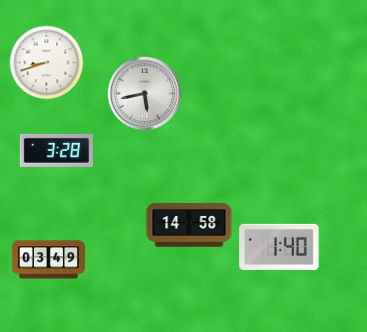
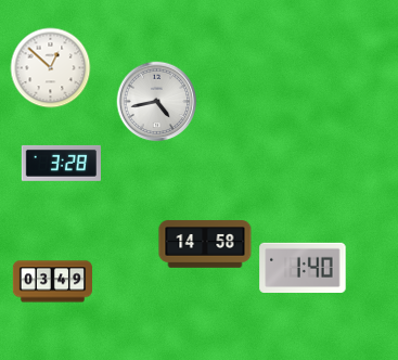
clock at (47, 63): 8:42 -> 12:52
clock at (145, 94): 5:43 -> 4:43
